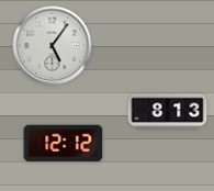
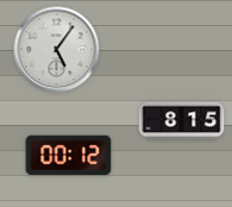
clock at (168, 112): 8:13 -> 8:15
clock at (64, 144): 12:12 -> 00:12
